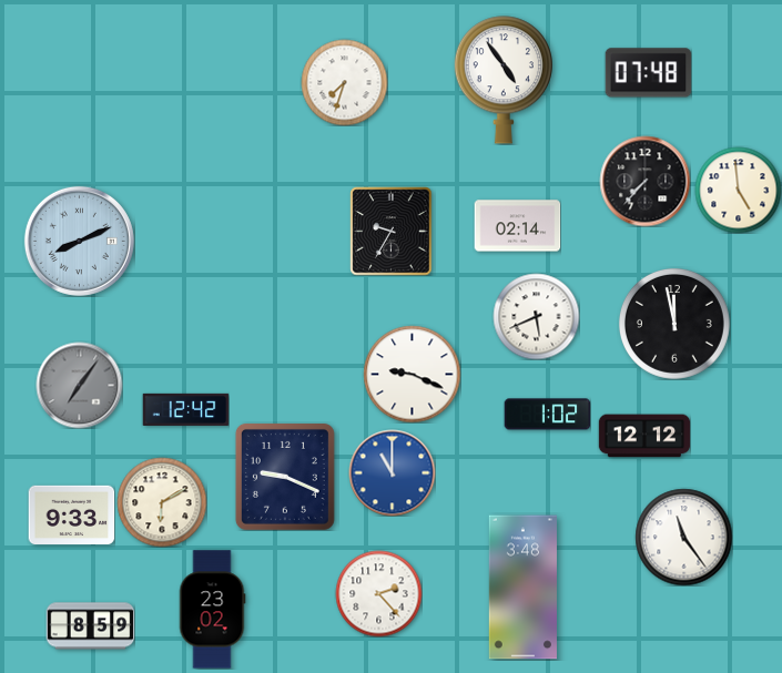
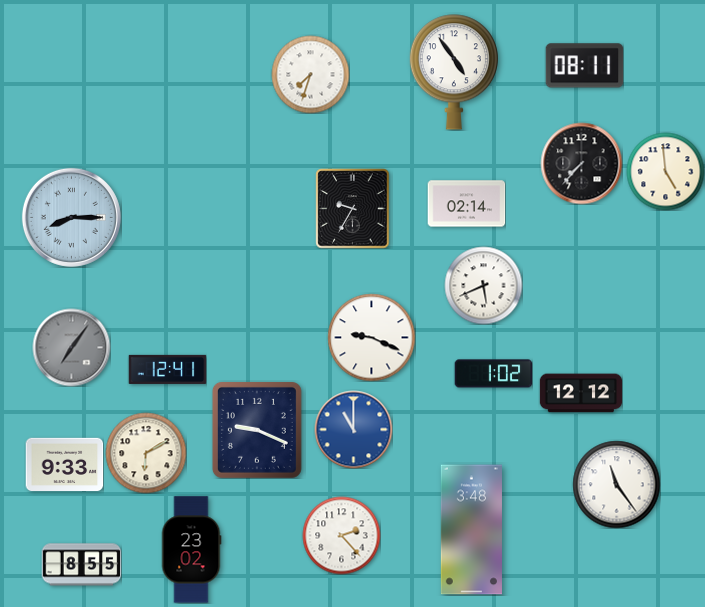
clock at (648, 73): 07:48 -> 08:11
clock at (79, 241): 8:11 -> 8:15
clock at (674, 324): 11:58 -> none
clock at (185, 409): 12:42 -> 12:41
clock at (392, 472) position: (392, 472) -> (353, 429)
clock at (90, 626): 8:59 -> 8:55
